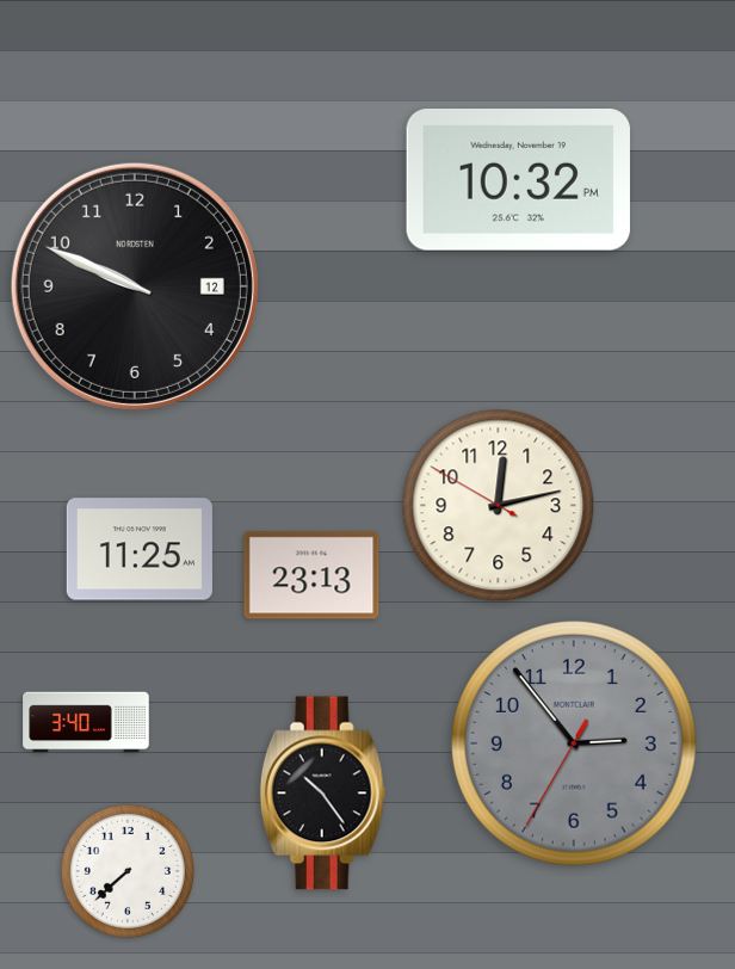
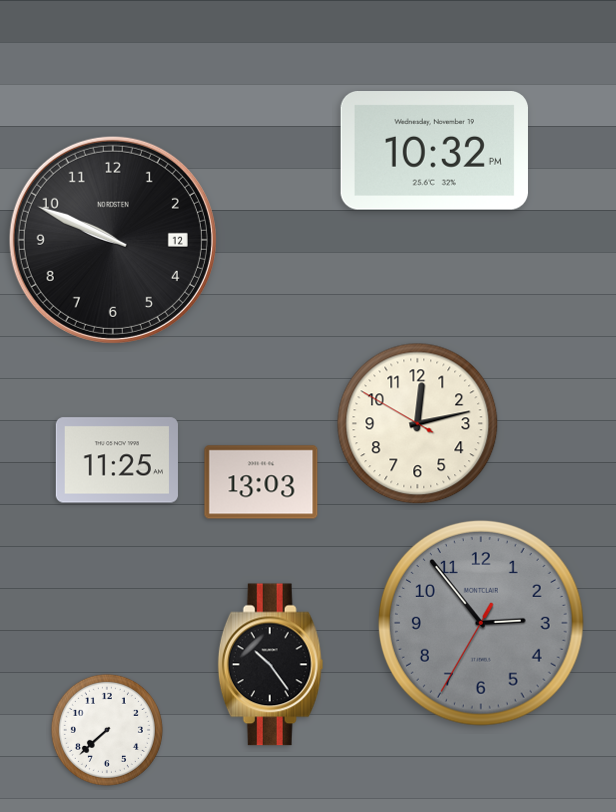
clock at (311, 575): 23:13 -> 13:03
clock at (86, 722): 3:40 -> none
